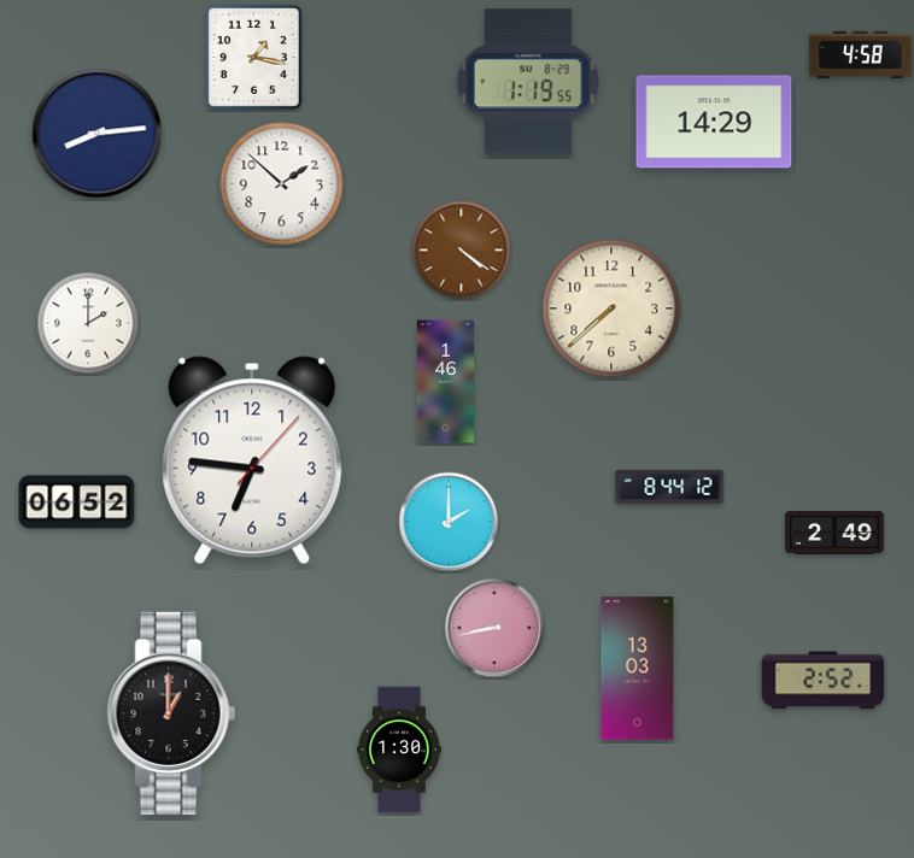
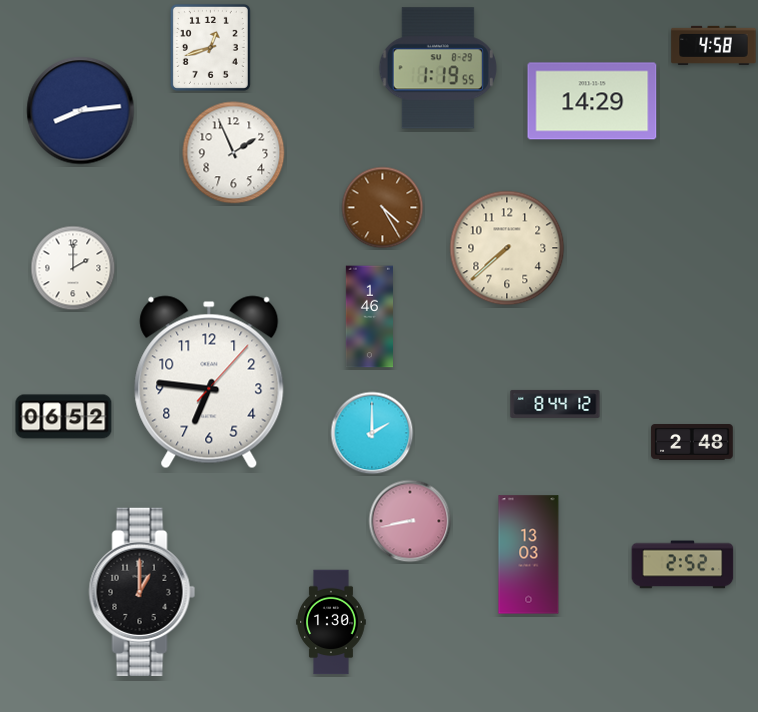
clock at (253, 57): 1:17 -> 12:42
clock at (282, 184): 1:52 -> 1:56
clock at (462, 251): 4:21 -> 4:25
clock at (611, 308) position: (611, 308) -> (507, 248)
clock at (834, 534): 2:49 -> 2:48
